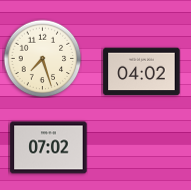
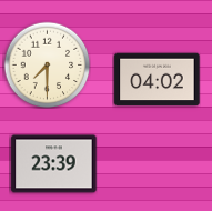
clock at (42, 58): 7:27 -> 7:30
clock at (49, 148): 07:02 -> 23:39
